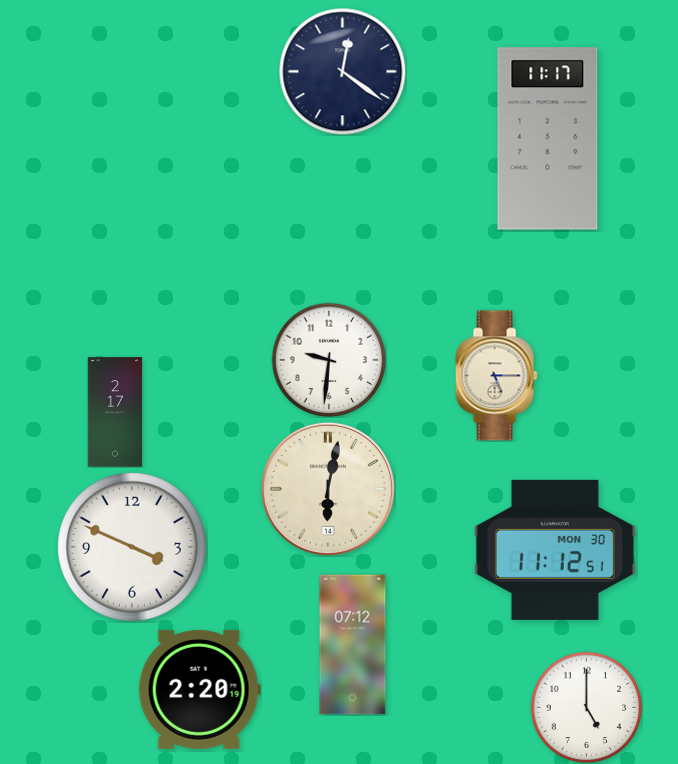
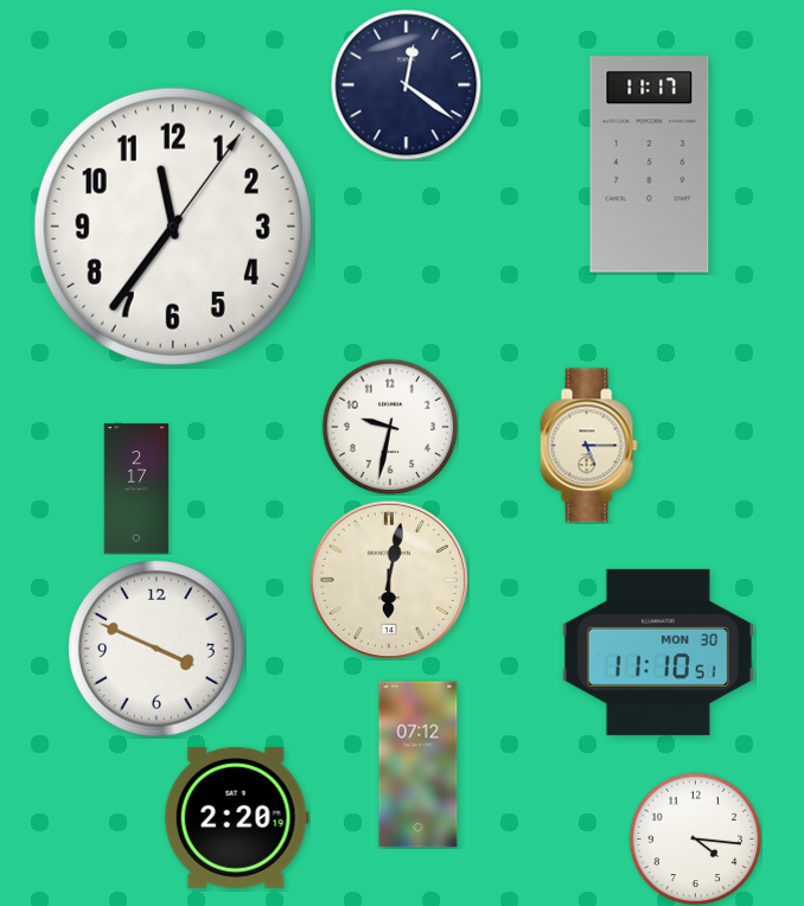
clock at (173, 226): none -> 11:36
clock at (329, 360): 9:31 -> 9:32
clock at (555, 550): 11:12 -> 11:10
clock at (586, 707): 5:00 -> 4:16
